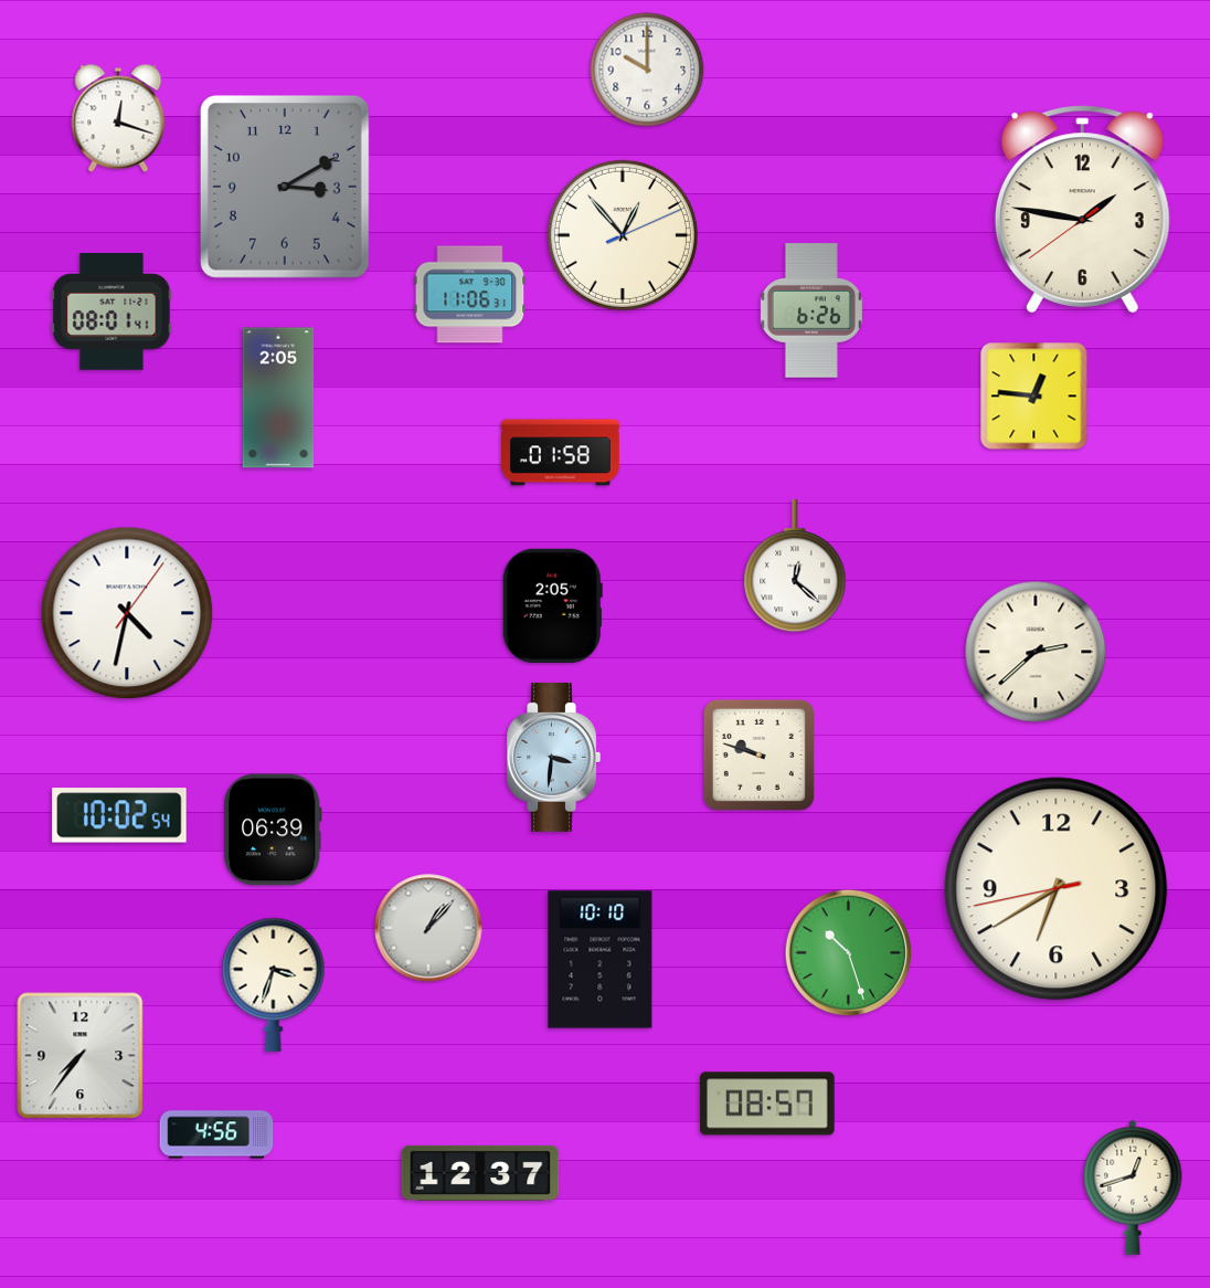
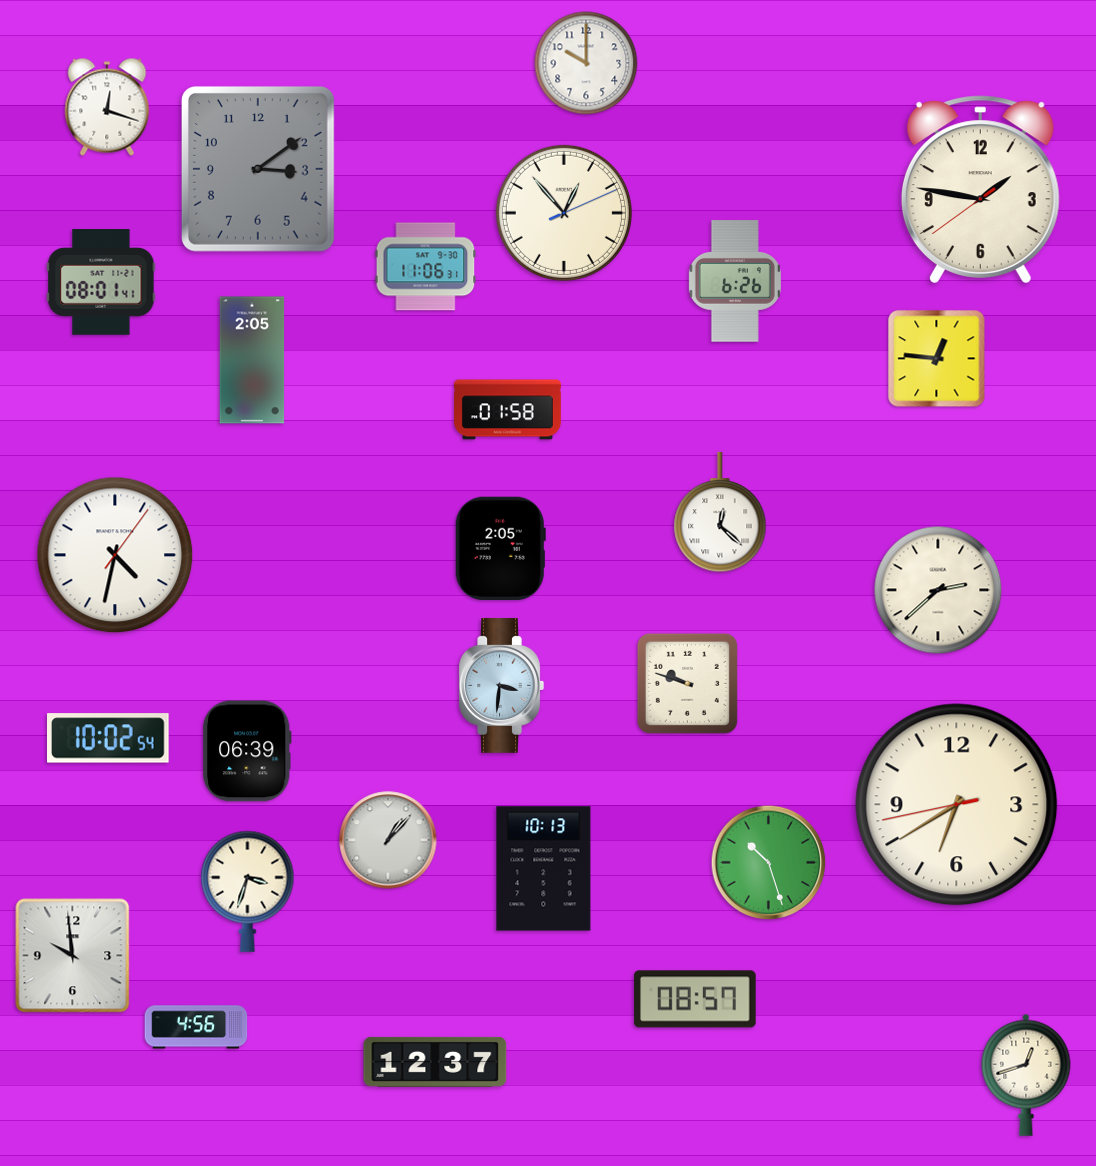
clock at (285, 187): 3:10 -> 3:09
clock at (601, 960): 10:10 -> 10:13
clock at (81, 1056): 7:36 -> 9:59
